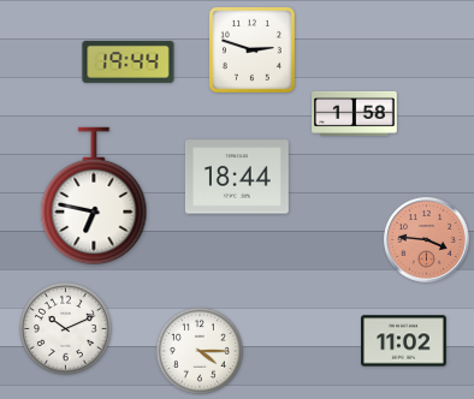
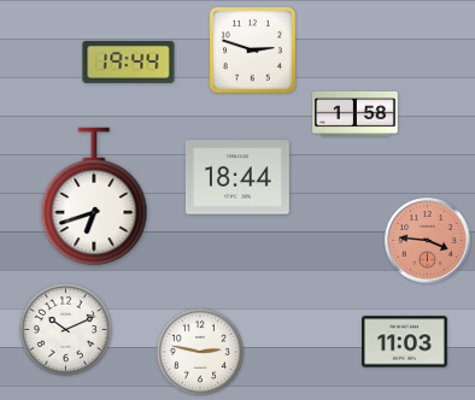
clock at (94, 196): 6:47 -> 6:42
clock at (404, 341): 11:02 -> 11:03
clock at (199, 350): 4:15 -> 2:47
